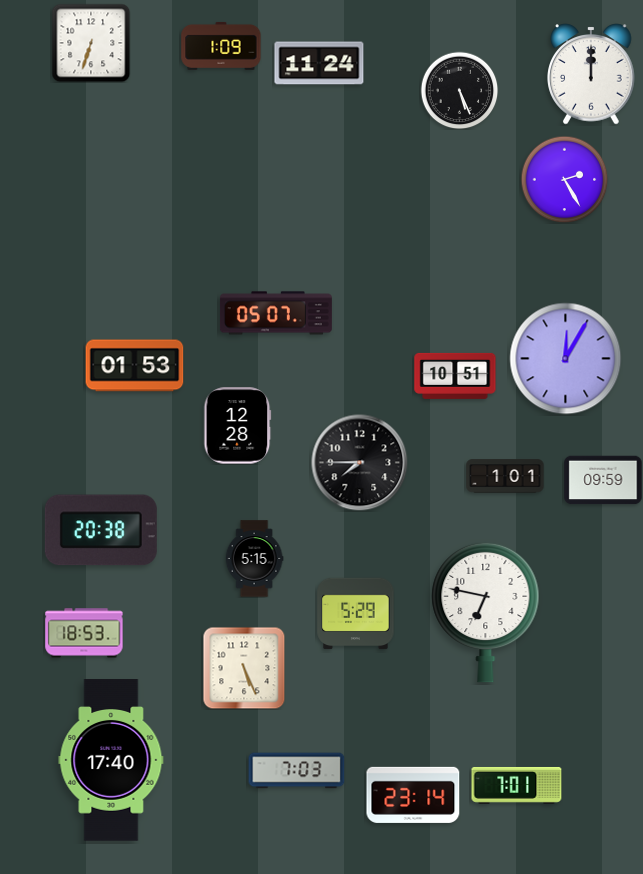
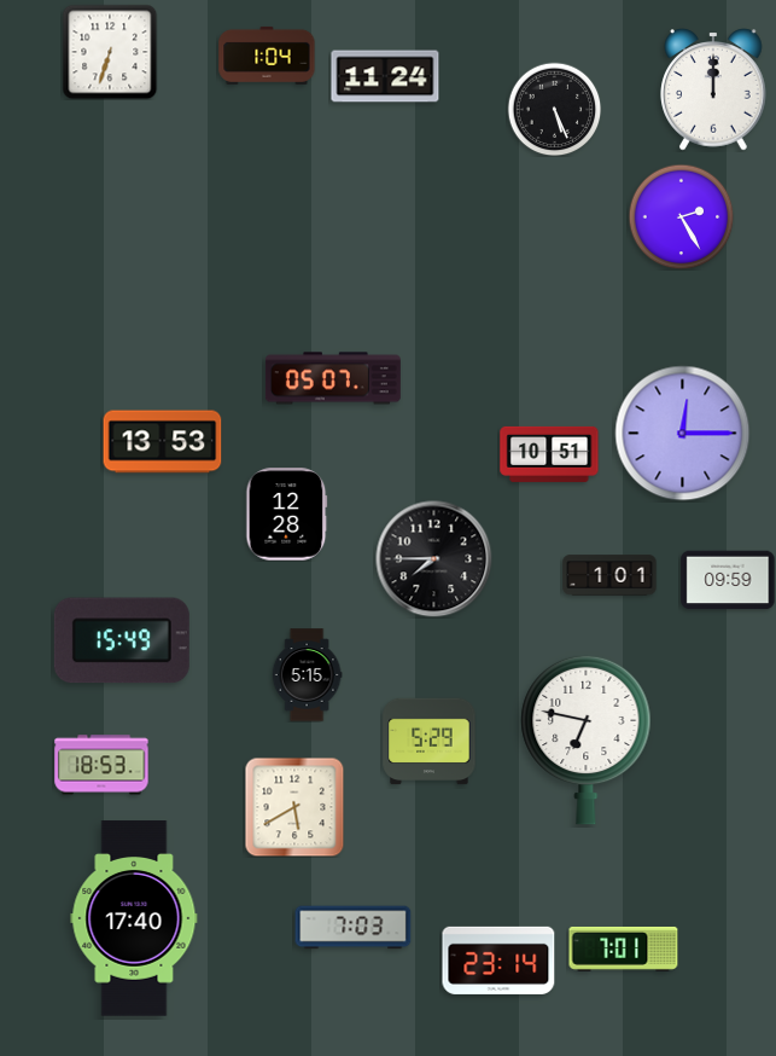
clock at (221, 46): 1:09 -> 1:04
clock at (566, 359): 12:05 -> 12:15
clock at (135, 366): 01:53 -> 13:53
clock at (101, 530): 20:38 -> 15:49
clock at (244, 668): 5:26 -> 5:40
clock at (297, 771) position: (297, 771) -> (354, 928)
